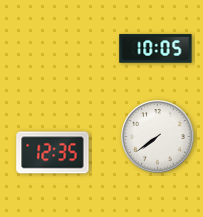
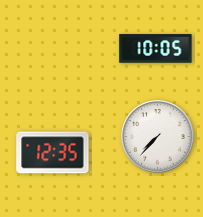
clock at (158, 137): 7:39 -> 7:37
